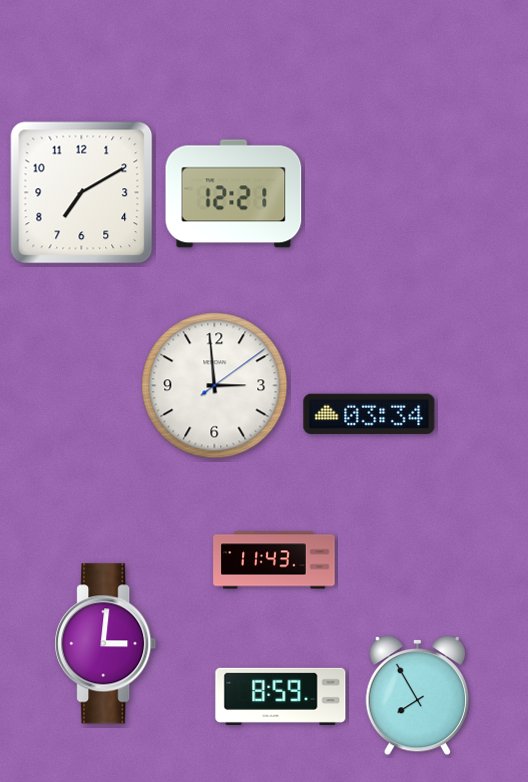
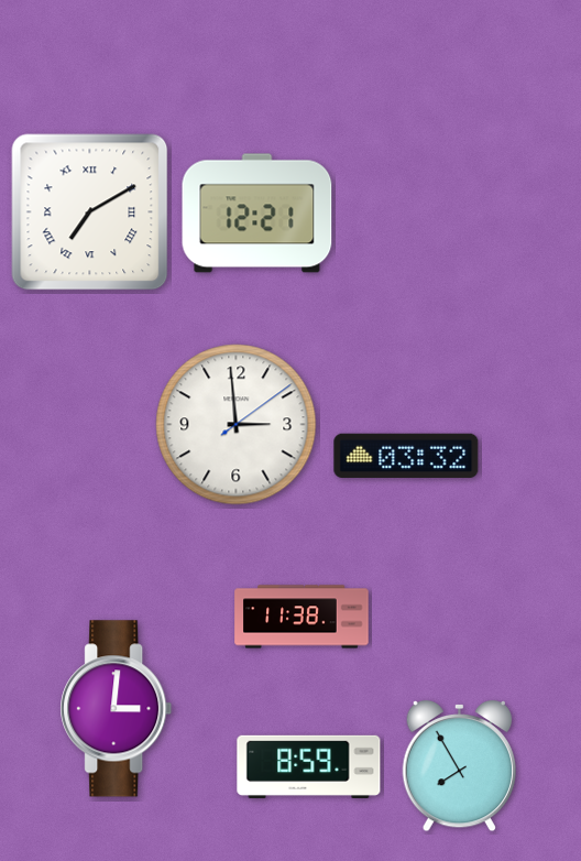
clock at (82, 193) numerals: Arabic -> Roman
clock at (369, 414): 03:34 -> 03:32
clock at (274, 560): 11:43 -> 11:38
